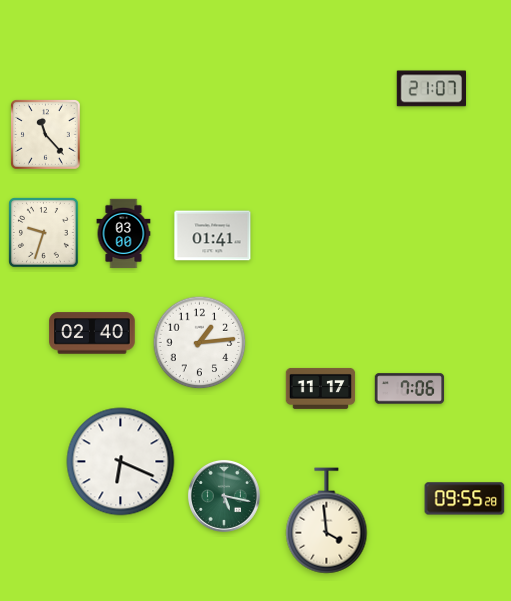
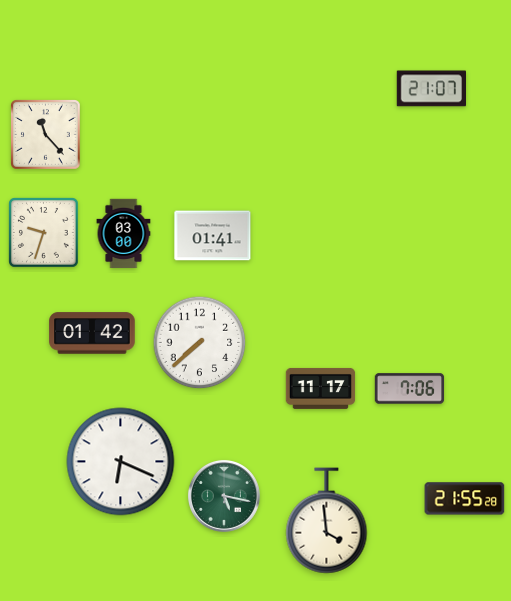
clock at (92, 333): 02:40 -> 01:42
clock at (200, 343): 1:14 -> 7:38
clock at (465, 499): 09:55 -> 21:55
